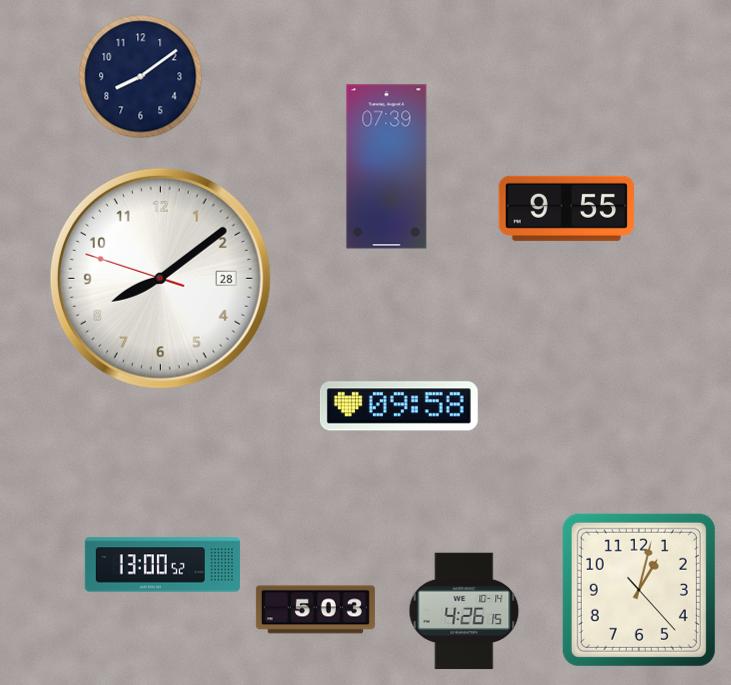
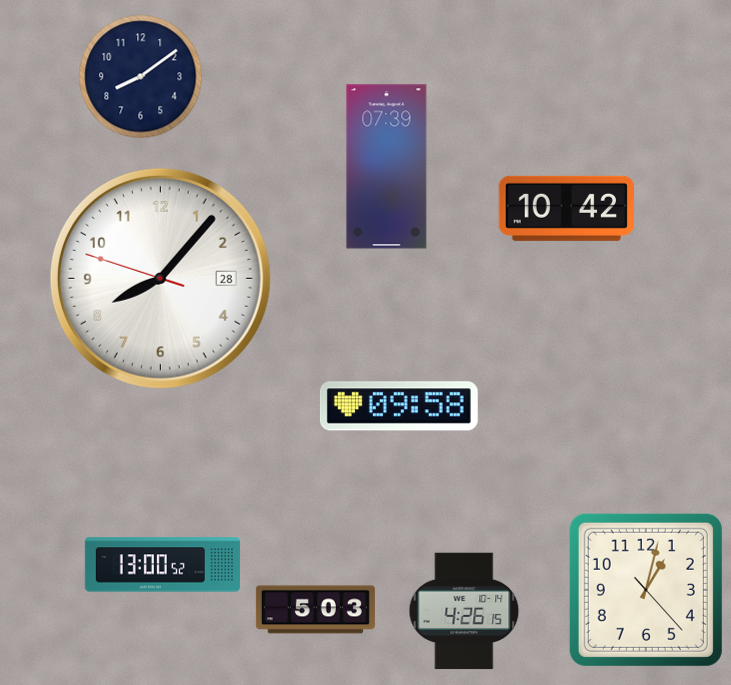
clock at (566, 208): 9:55 -> 10:42
clock at (160, 278): 8:08 -> 8:06
clock at (639, 590) position: (639, 590) -> (646, 590)
